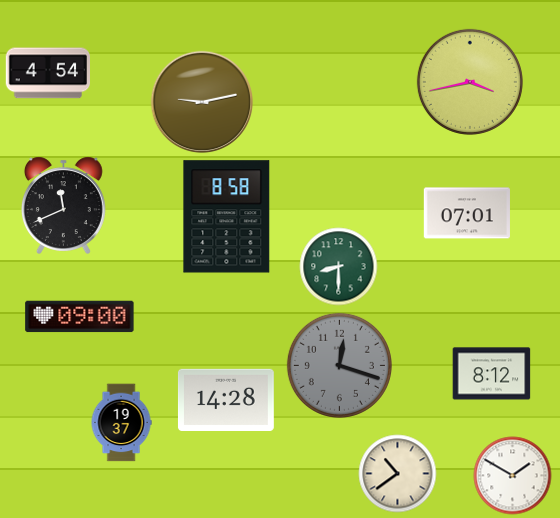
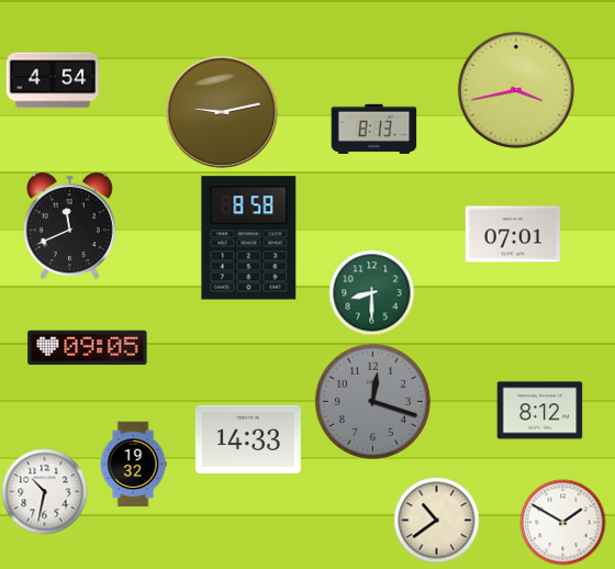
clock at (373, 130): none -> 8:13
clock at (80, 317): 09:00 -> 09:05
clock at (226, 399): 14:28 -> 14:33
clock at (121, 422): 19:37 -> 19:32
clock at (44, 491): none -> 10:32
